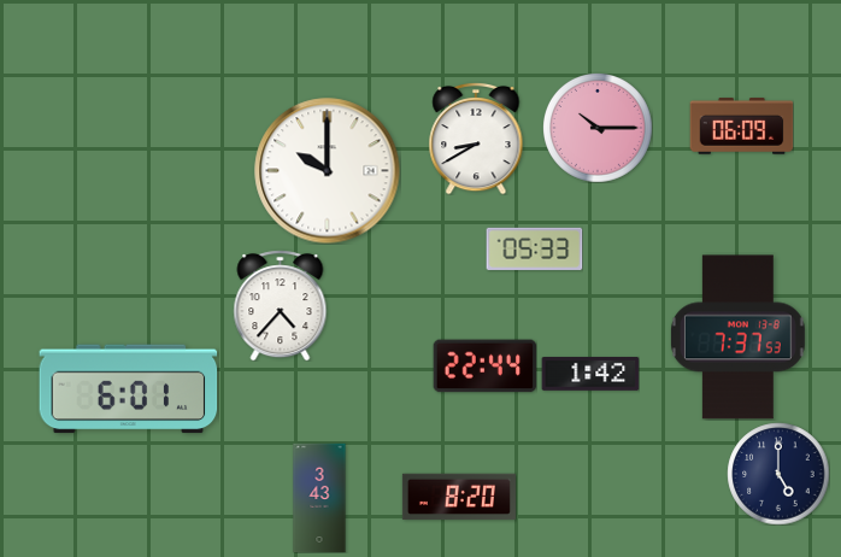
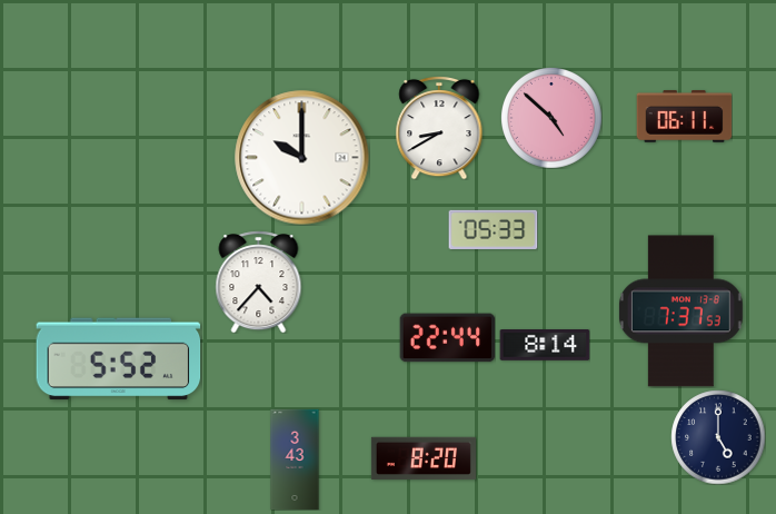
clock at (741, 127): 06:09 -> 06:11
clock at (598, 128): 10:15 -> 4:52
clock at (590, 375): 1:42 -> 8:14
clock at (129, 389): 6:01 -> 5:52
